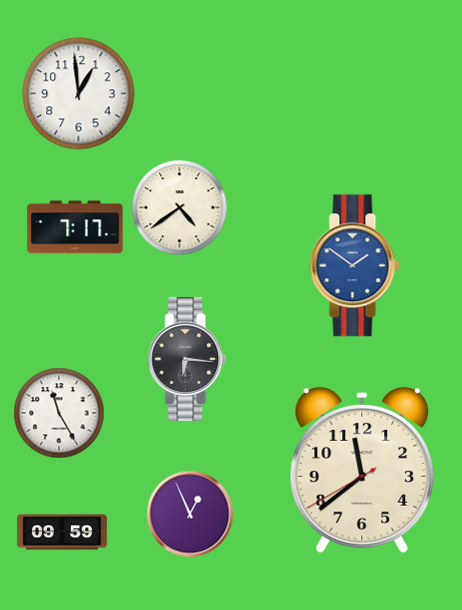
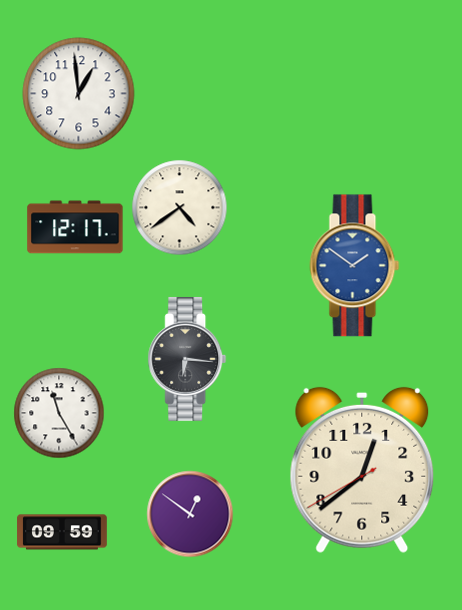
clock at (75, 227): 7:17 -> 12:17
clock at (362, 470): 11:38 -> 12:38
clock at (190, 514): 12:56 -> 12:51
